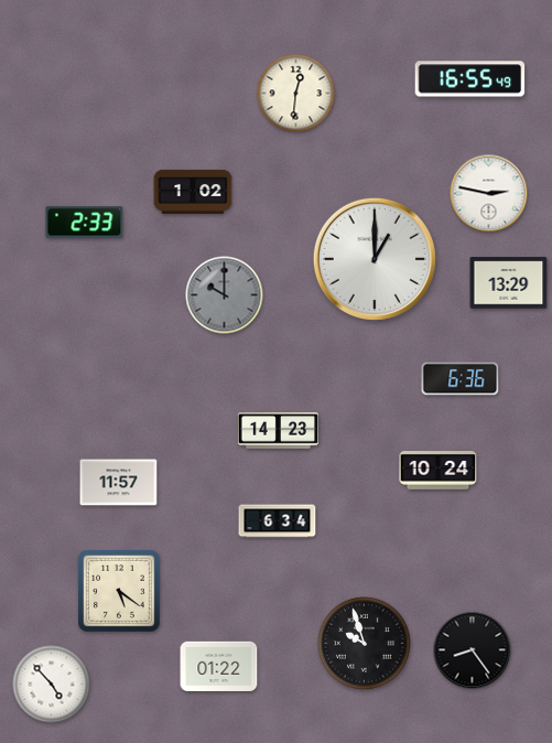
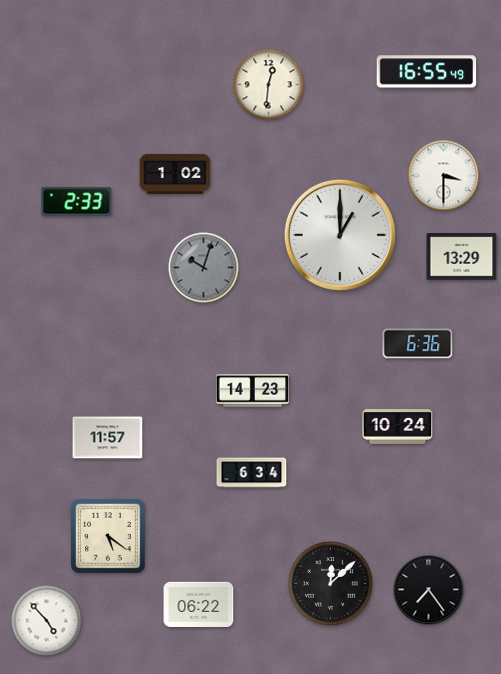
clock at (489, 194): 2:47 -> 3:30
clock at (225, 295): 10:00 -> 10:03
clock at (364, 643): 9:57 -> 12:08
clock at (473, 650): 8:24 -> 7:24
clock at (219, 666): 01:22 -> 06:22
